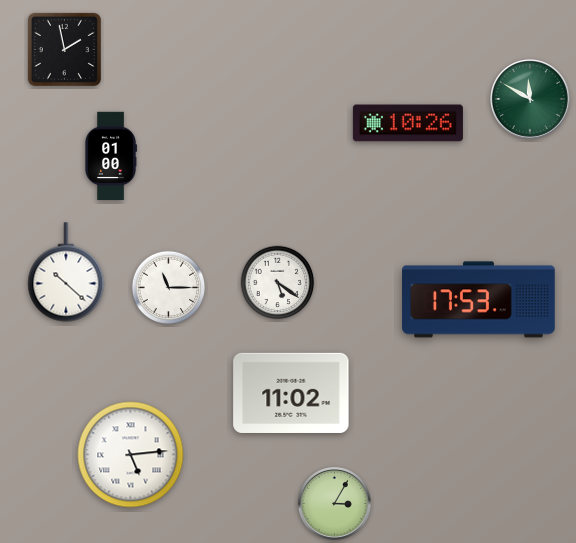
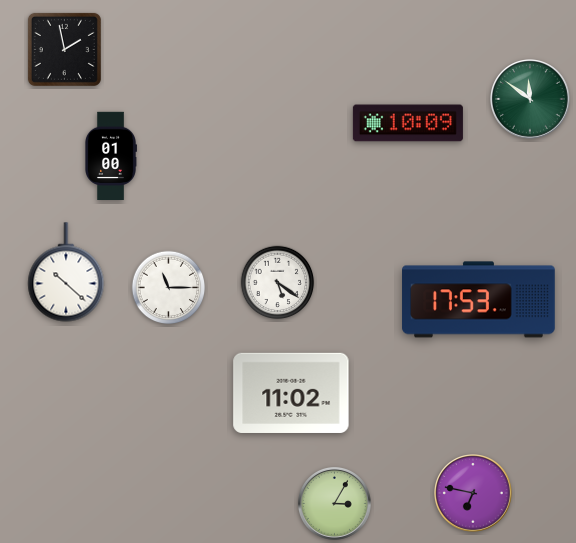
clock at (531, 100): 11:50 -> 11:51
clock at (408, 123): 10:26 -> 10:09
clock at (131, 455): 5:14 -> none
clock at (474, 494): none -> 6:47
